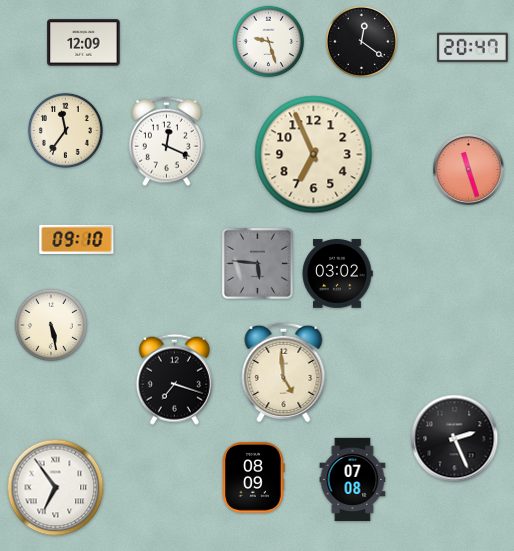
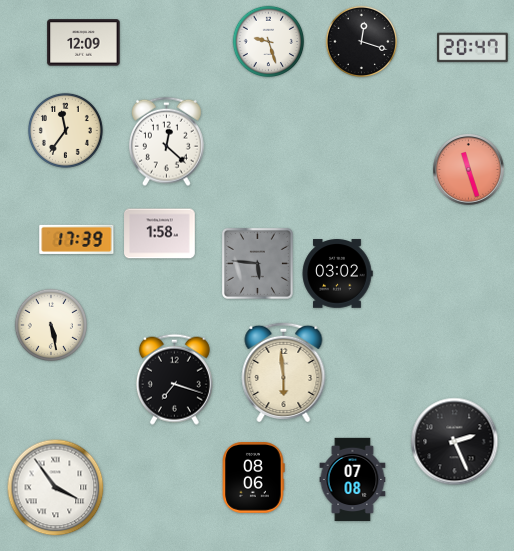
clock at (362, 42): 12:21 -> 12:18
clock at (167, 142): 12:19 -> 12:22
clock at (314, 155): 6:56 -> none
clock at (160, 234): none -> 1:58
clock at (77, 239): 09:10 -> 17:39
clock at (284, 371): 4:59 -> 5:59
clock at (455, 439) position: (455, 439) -> (455, 442)
clock at (254, 478): 08:09 -> 08:06
clock at (56, 488): 6:54 -> 3:54
